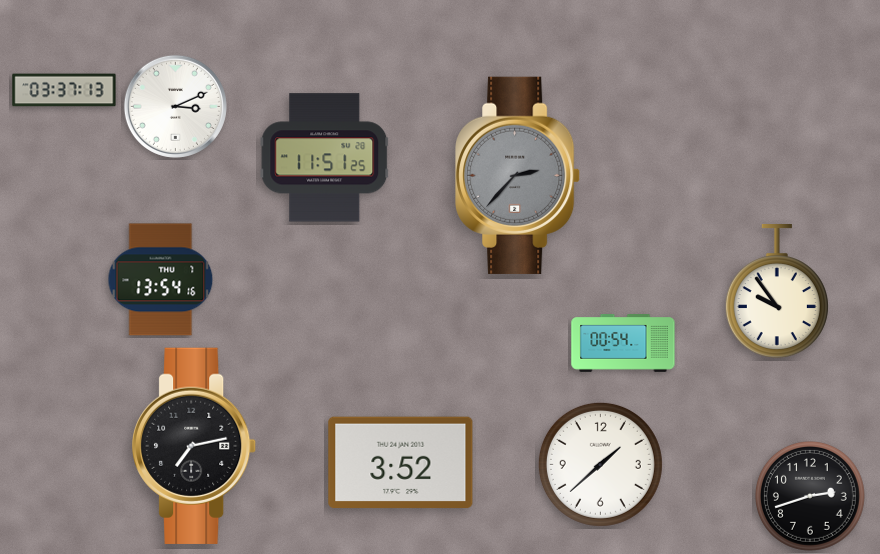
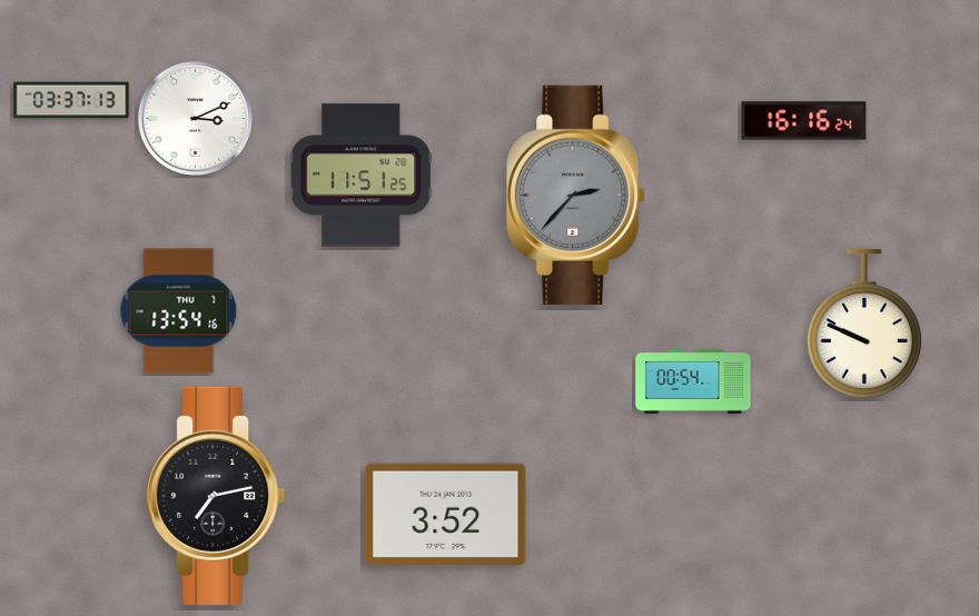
clock at (804, 121): none -> 16:16
clock at (777, 292): 9:54 -> 9:49
clock at (600, 464): 1:38 -> none
clock at (810, 496): 2:42 -> none
